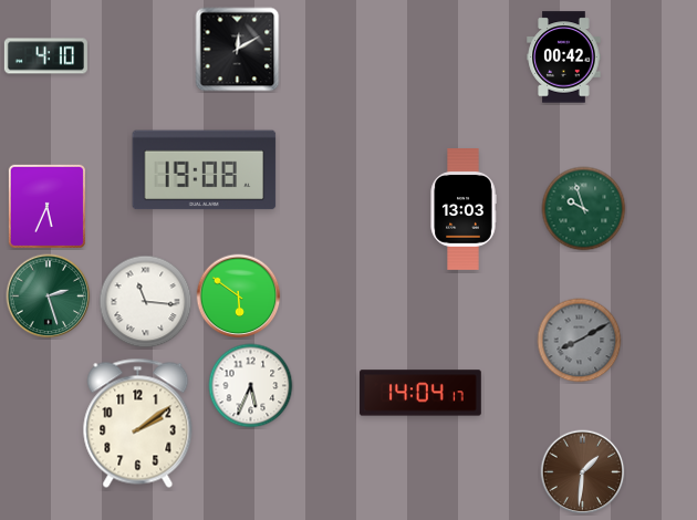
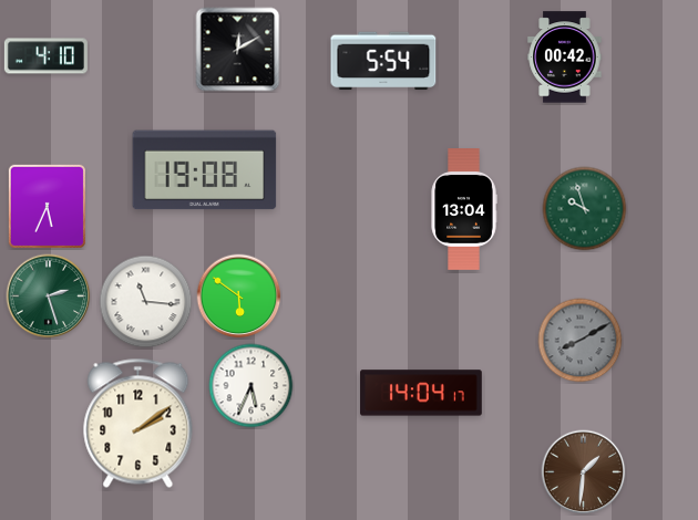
clock at (383, 61): none -> 5:54
clock at (464, 209): 13:03 -> 13:04
